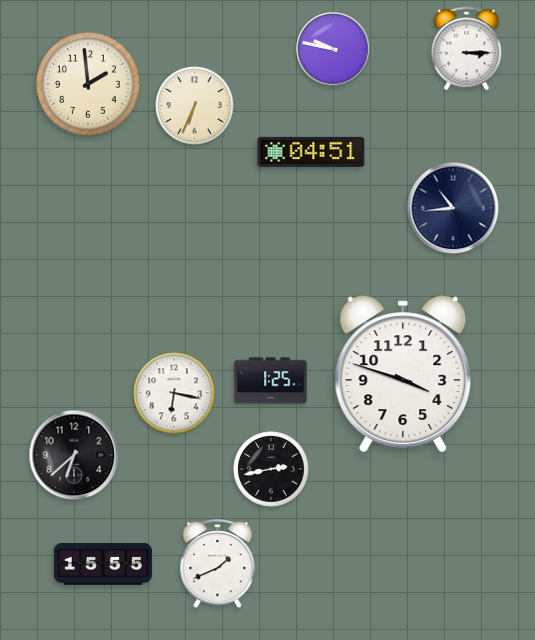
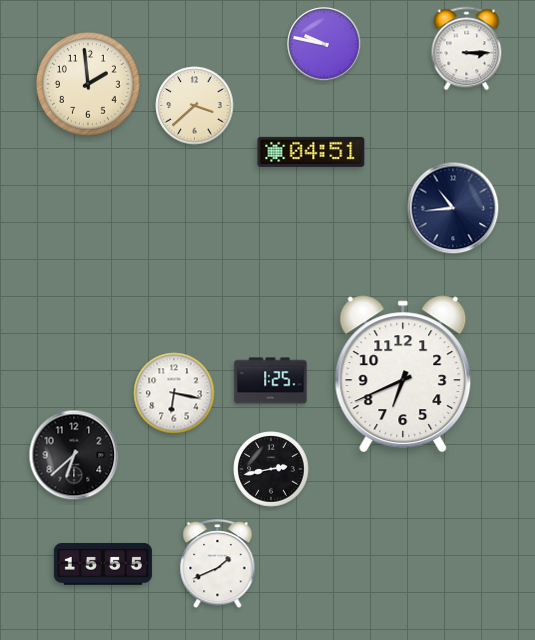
clock at (333, 49) position: (333, 49) -> (324, 44)
clock at (195, 106): 6:34 -> 3:38
clock at (403, 374): 3:48 -> 6:41
